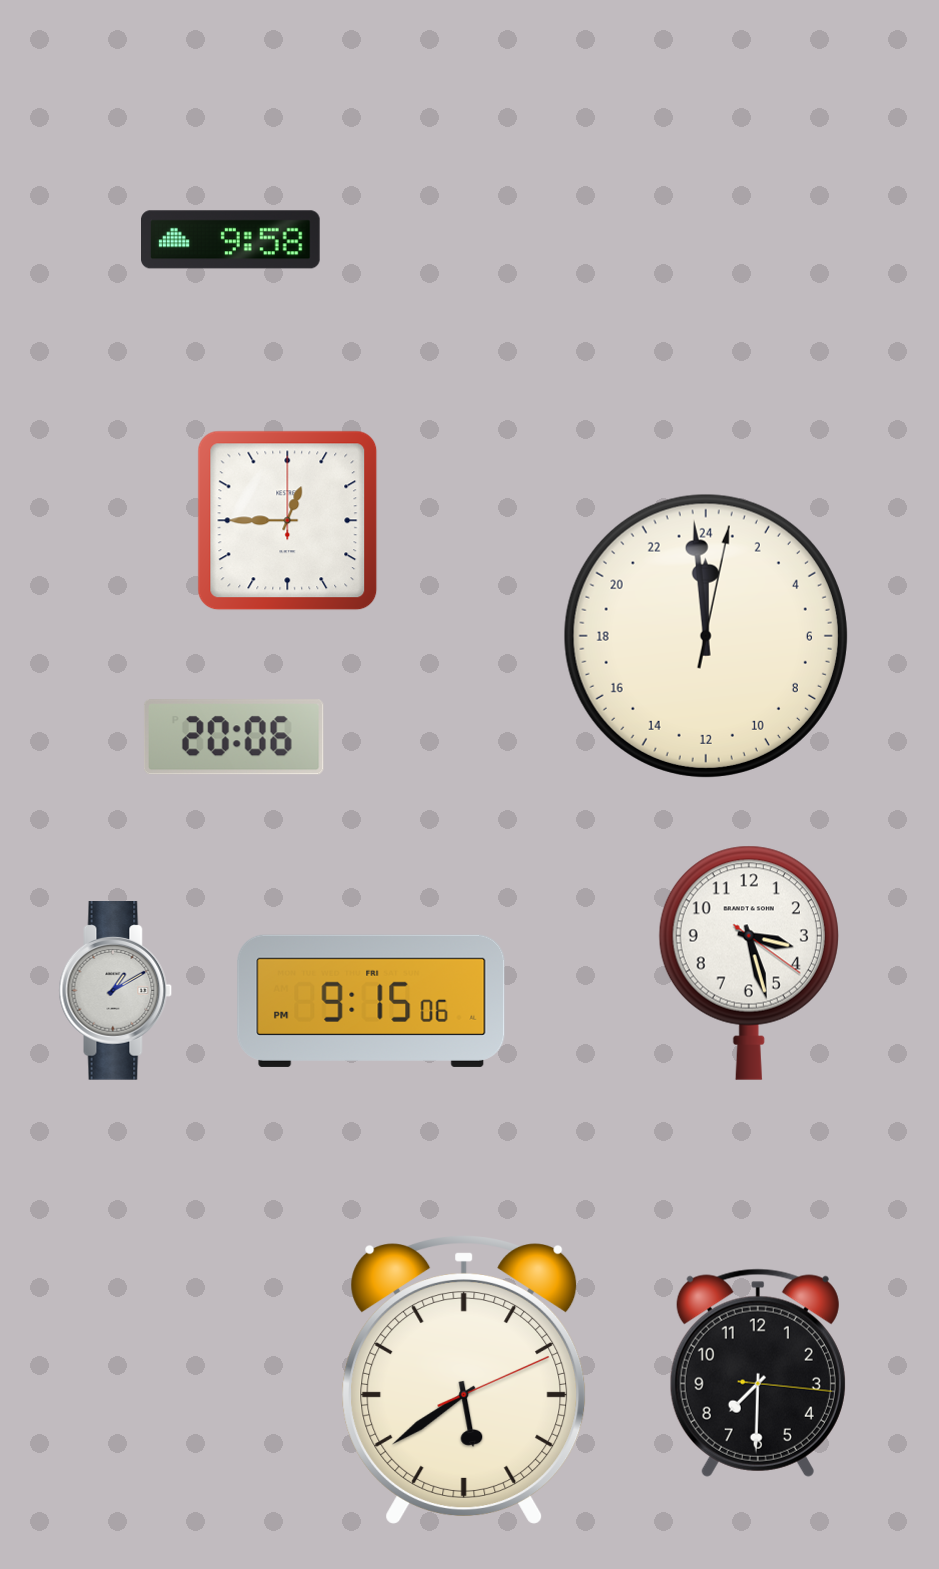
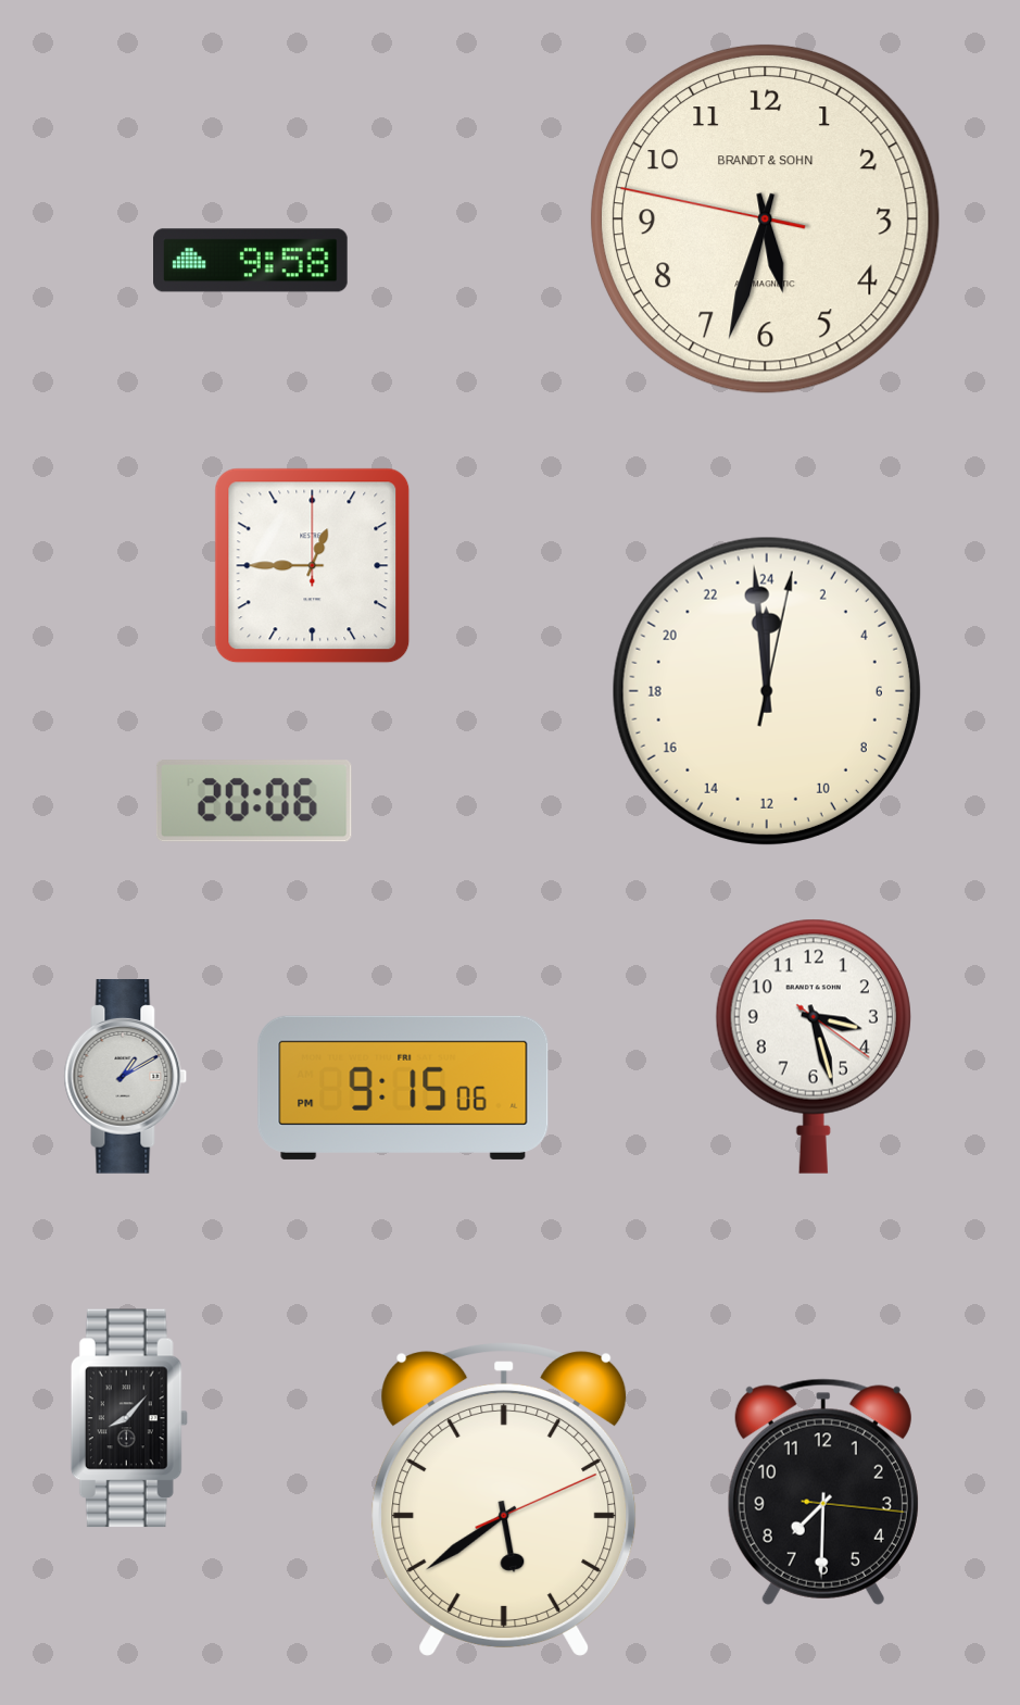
clock at (765, 218): none -> 5:32
clock at (129, 1418): none -> 8:07
